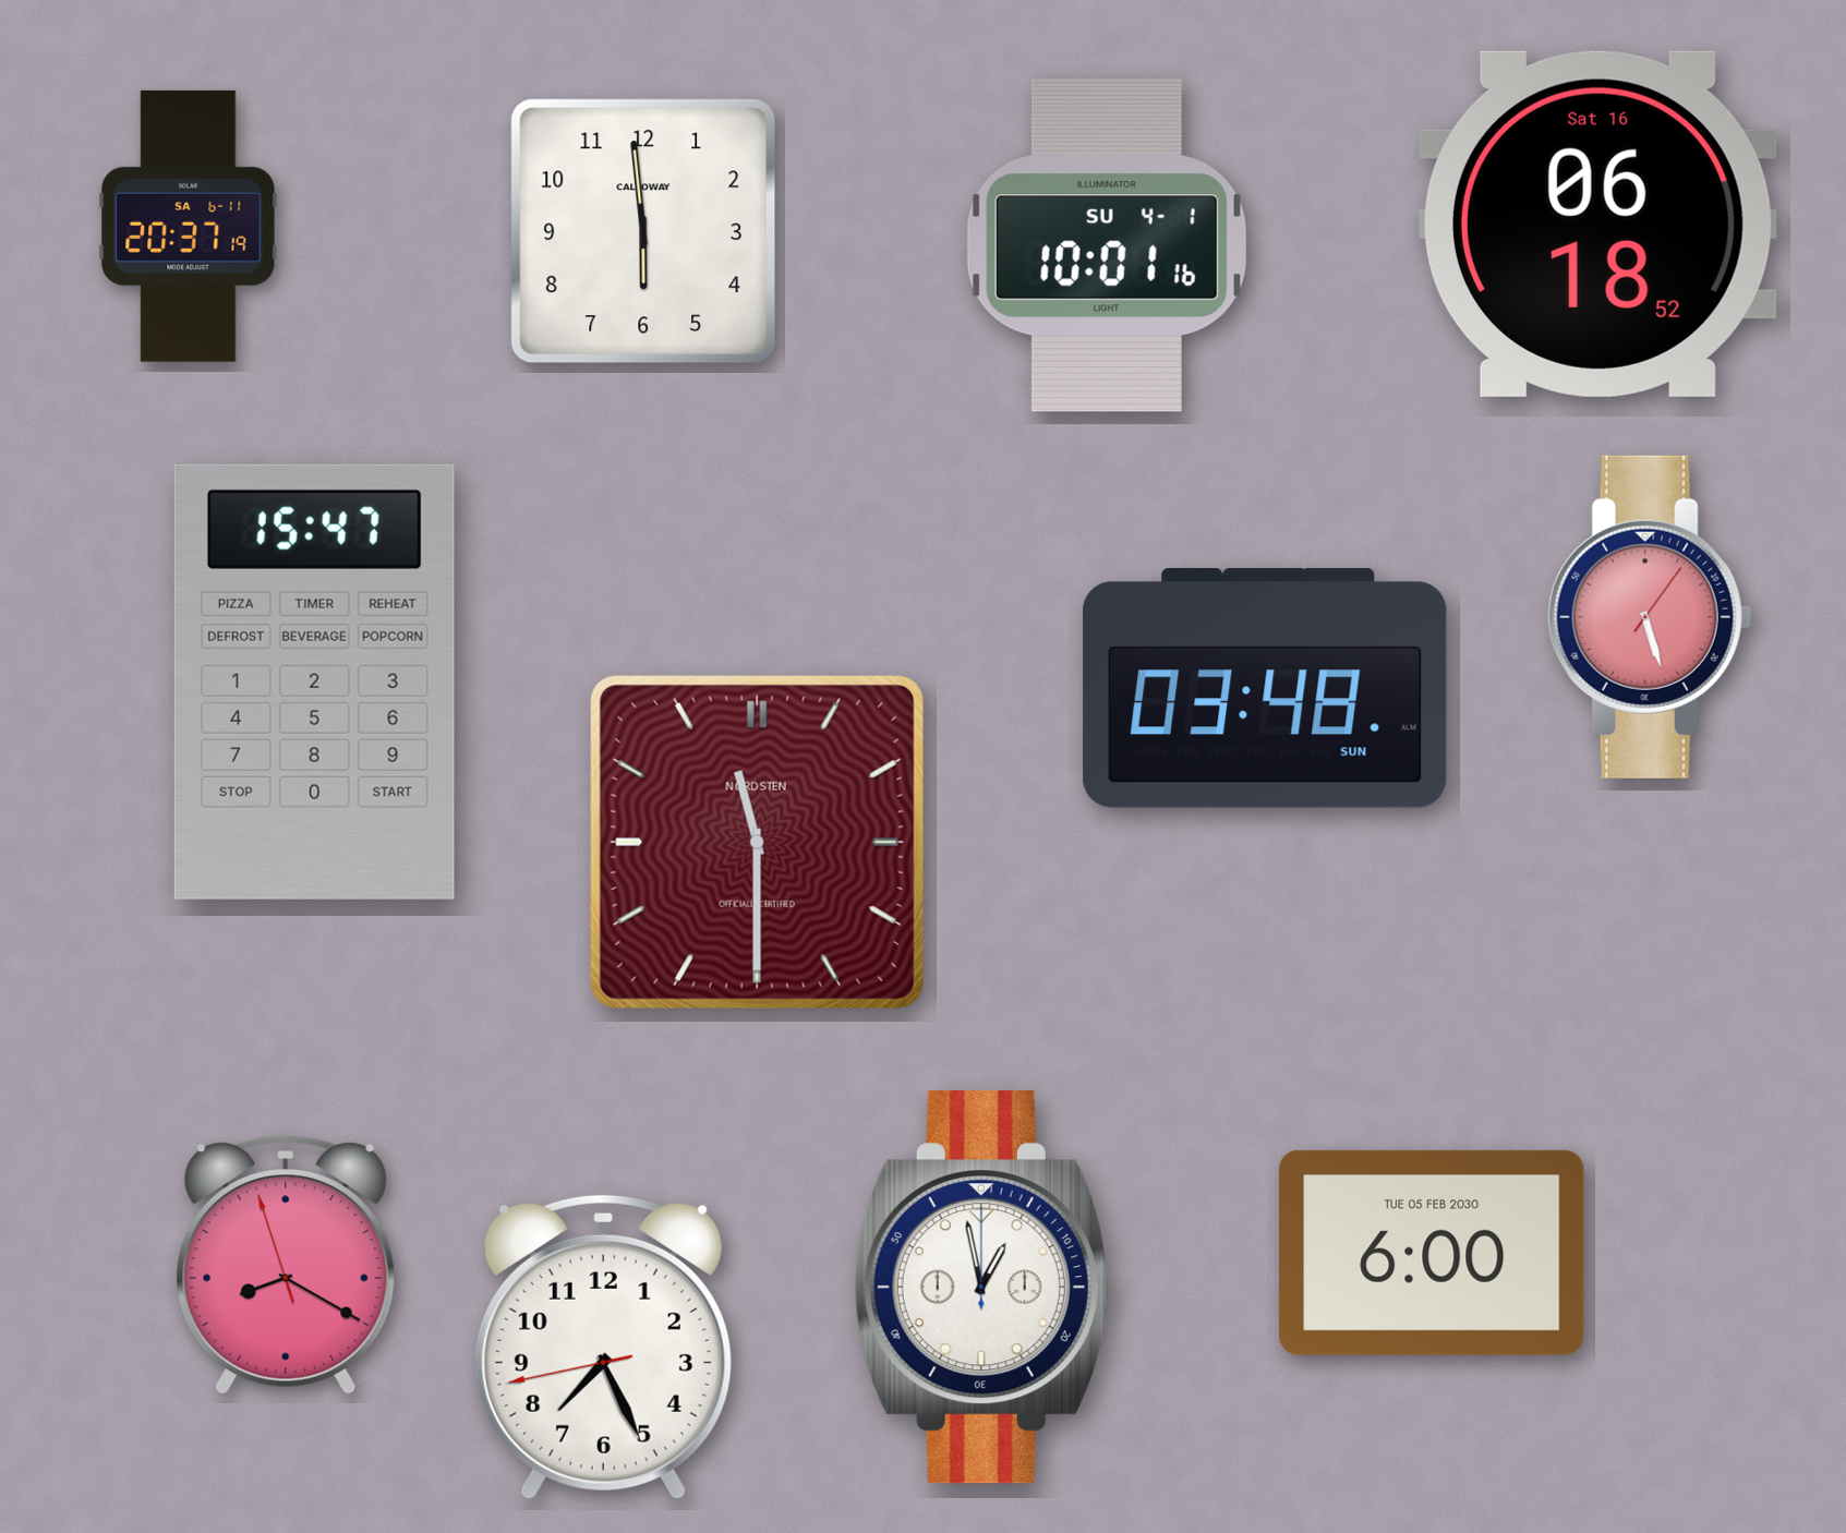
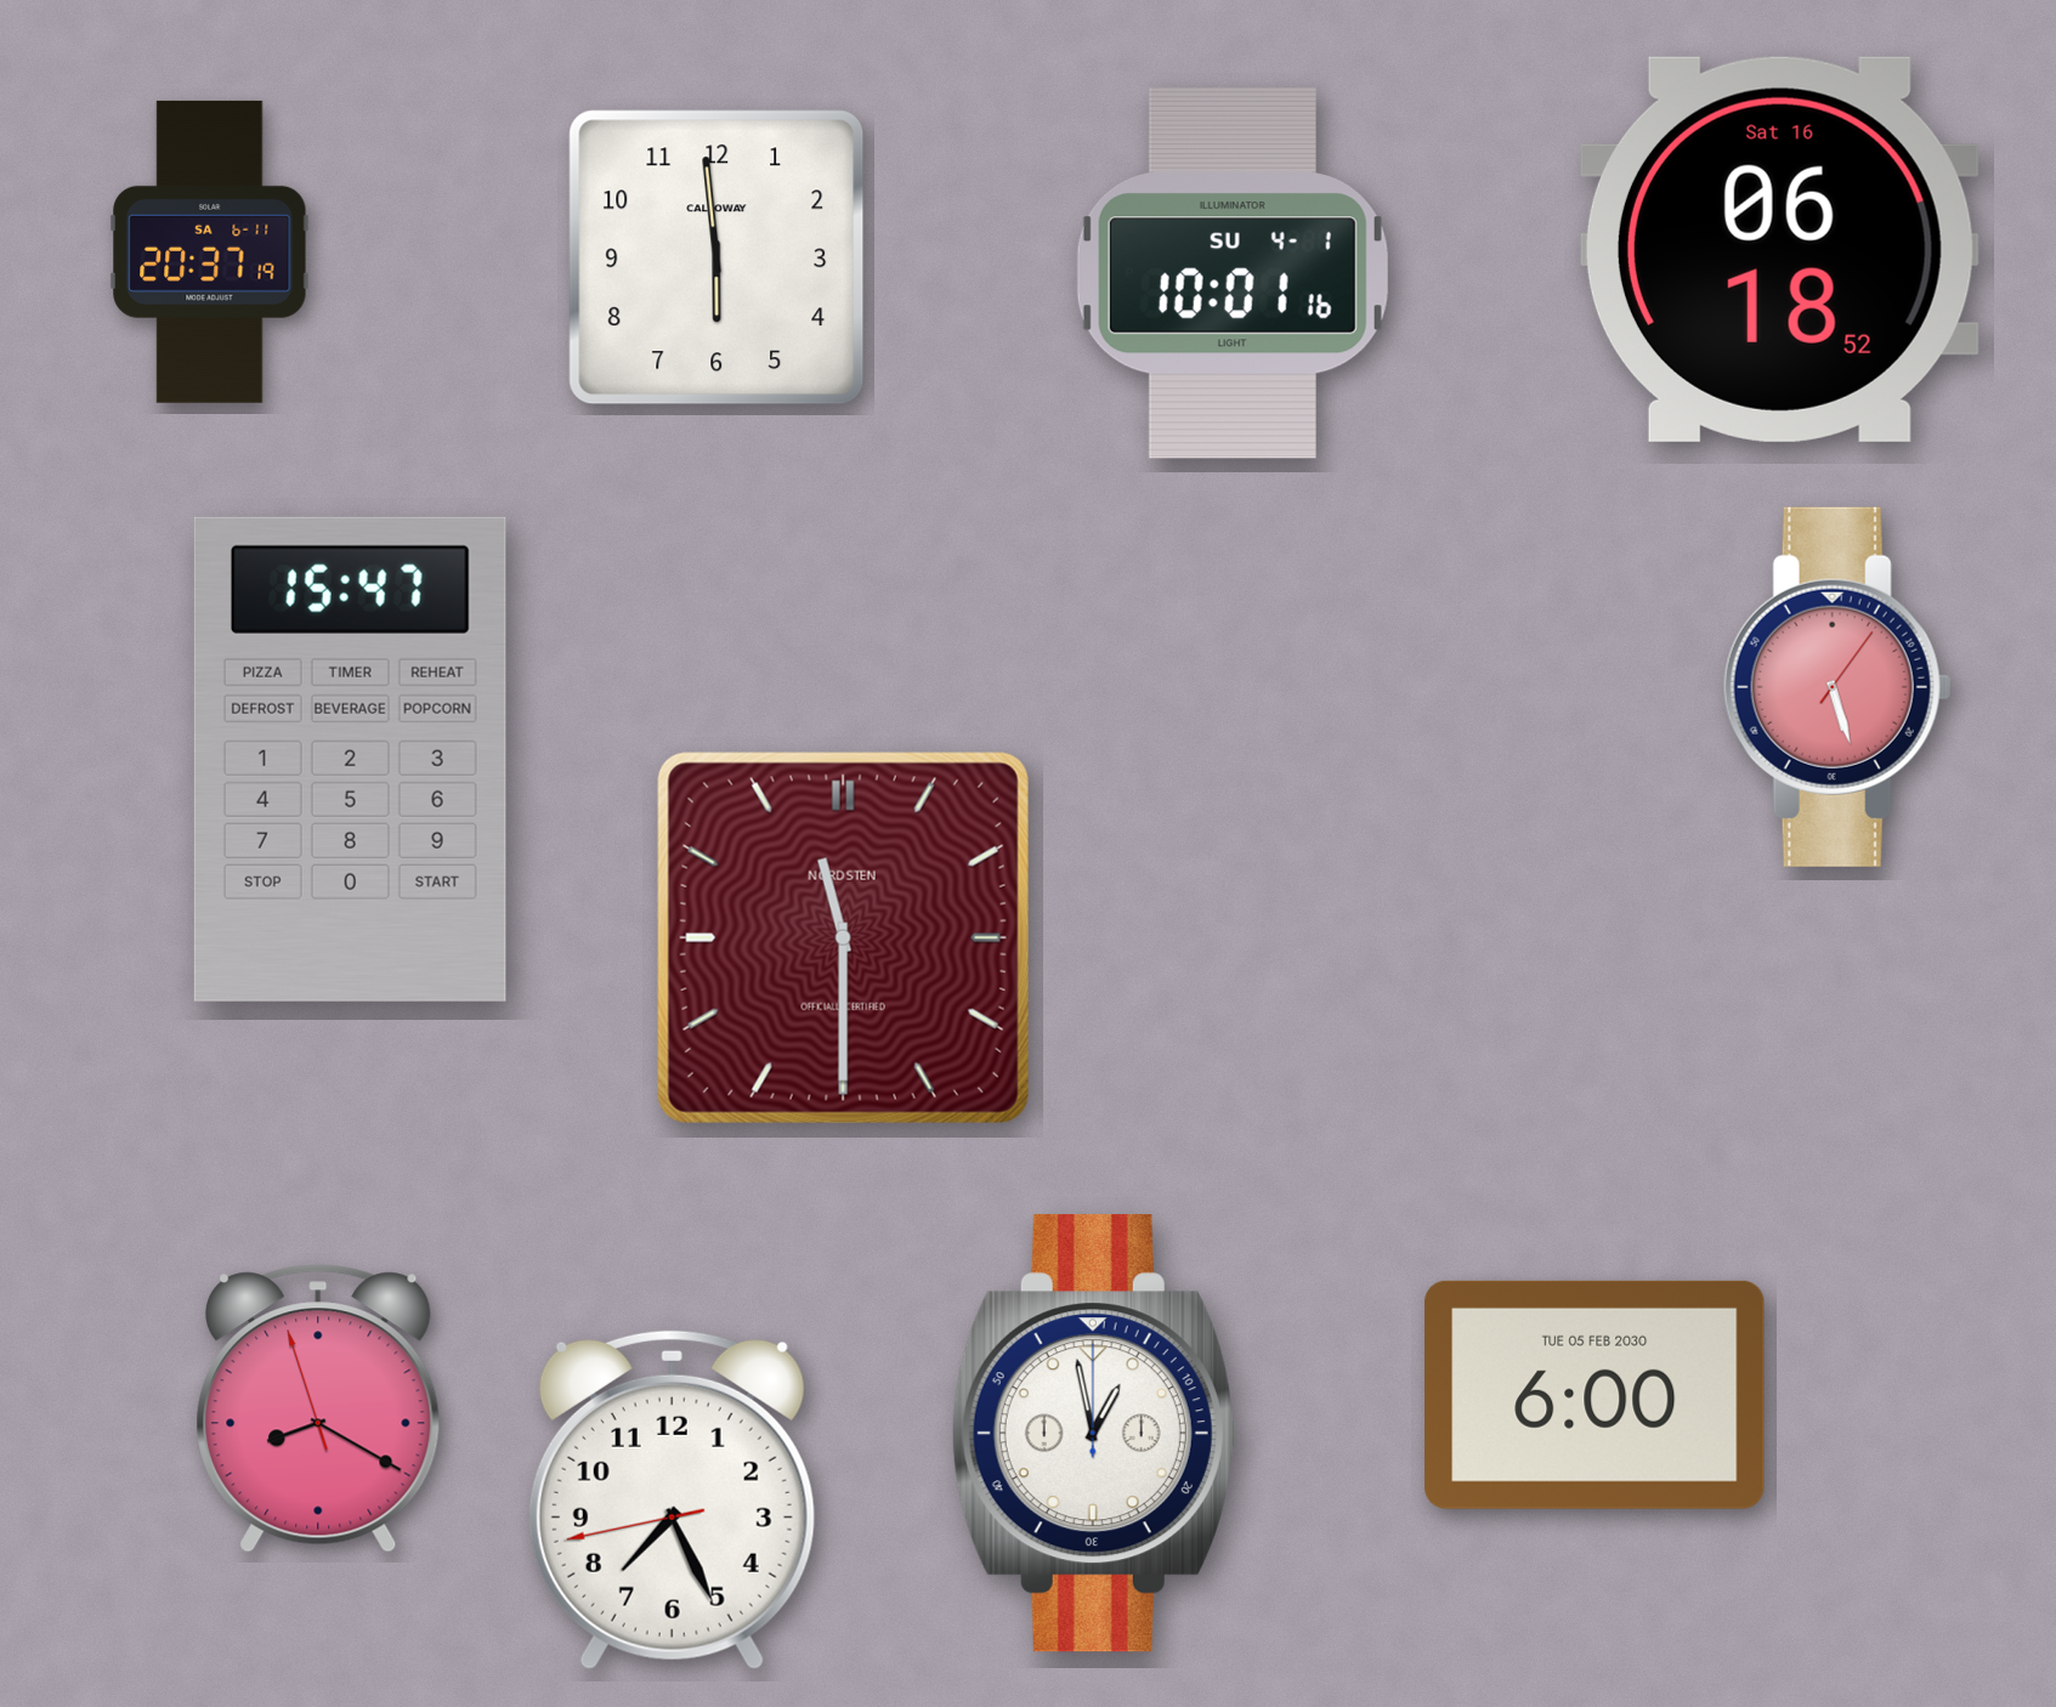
clock at (1265, 688): 03:48 -> none
